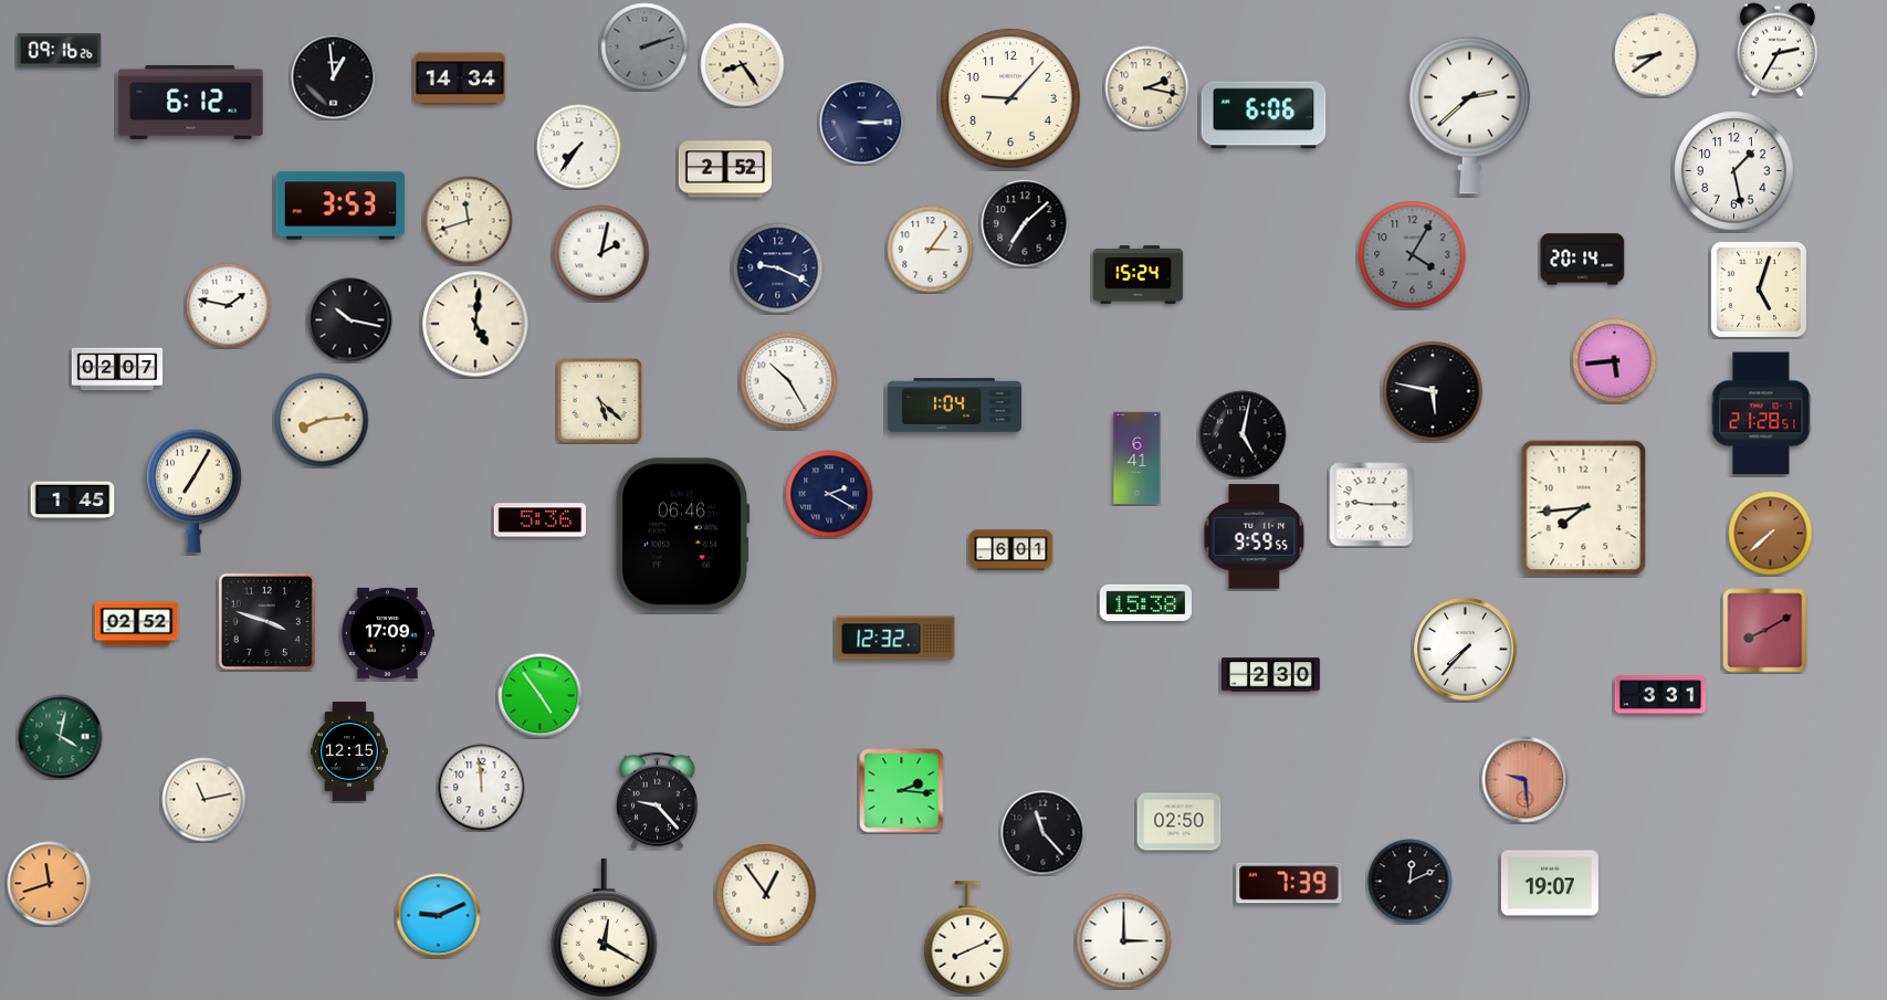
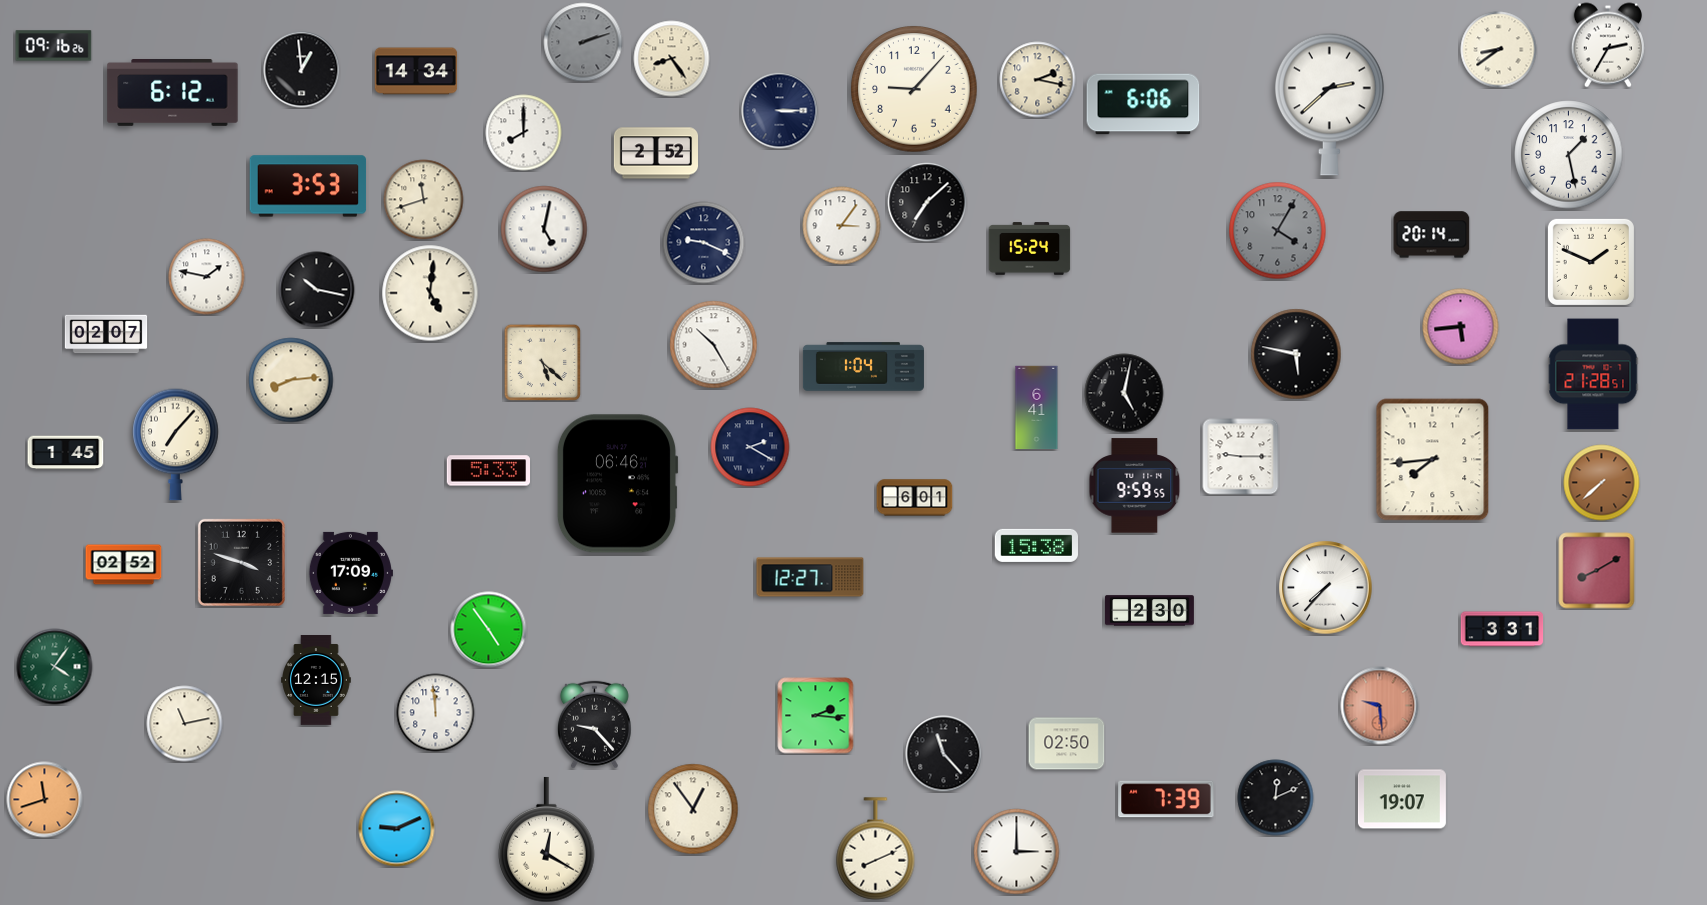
clock at (579, 147): 7:36 -> 8:00
clock at (601, 253): 2:02 -> 5:02
clock at (1759, 290): 5:03 -> 1:49
clock at (1138, 459) position: (1138, 459) -> (1037, 408)
clock at (195, 491): 7:05 -> 7:07
clock at (539, 520): 5:36 -> 5:33
clock at (895, 638): 12:32 -> 12:27
clock at (61, 737): 4:02 -> 4:06
